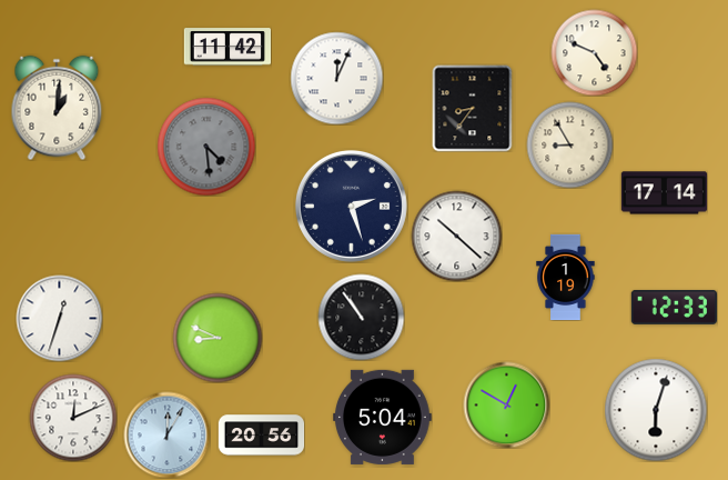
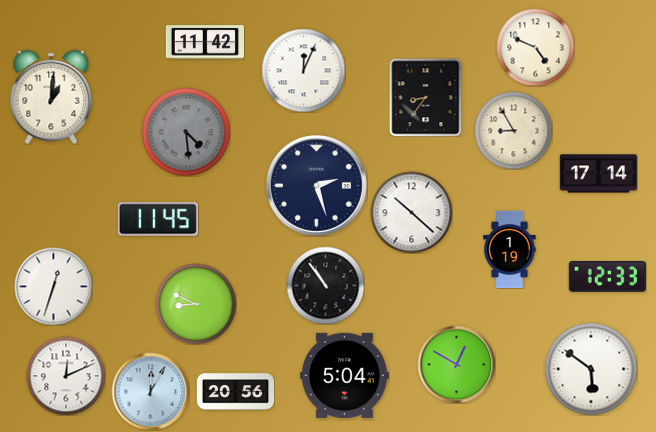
clock at (158, 219): none -> 11:45
clock at (656, 410): 6:03 -> 5:51
